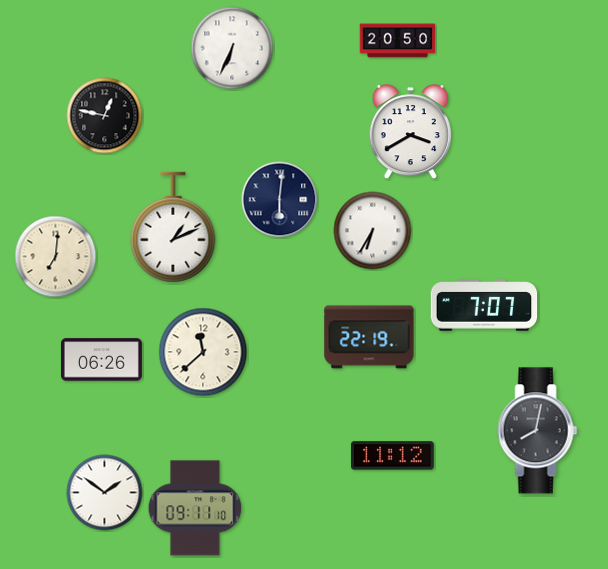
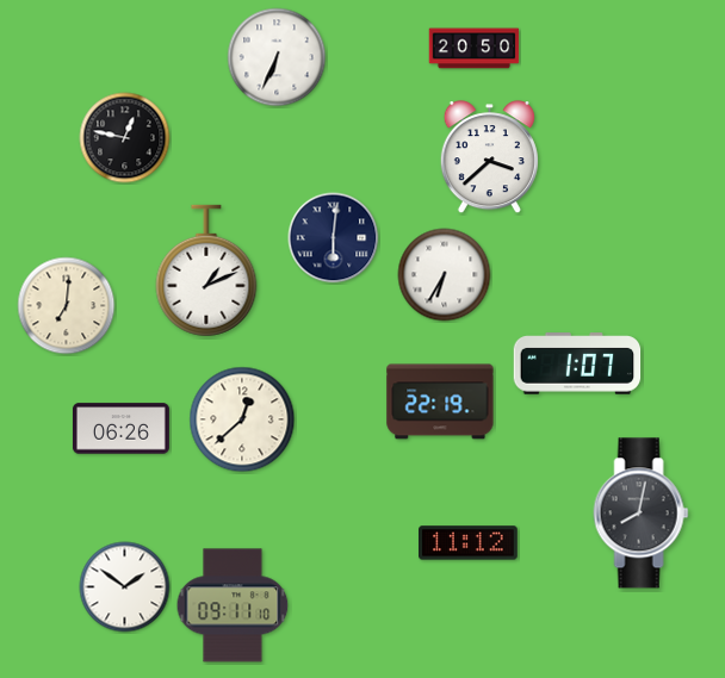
clock at (410, 132): 3:40 -> 3:38
clock at (484, 305): 7:07 -> 1:07
clock at (203, 352): 11:38 -> 12:38
